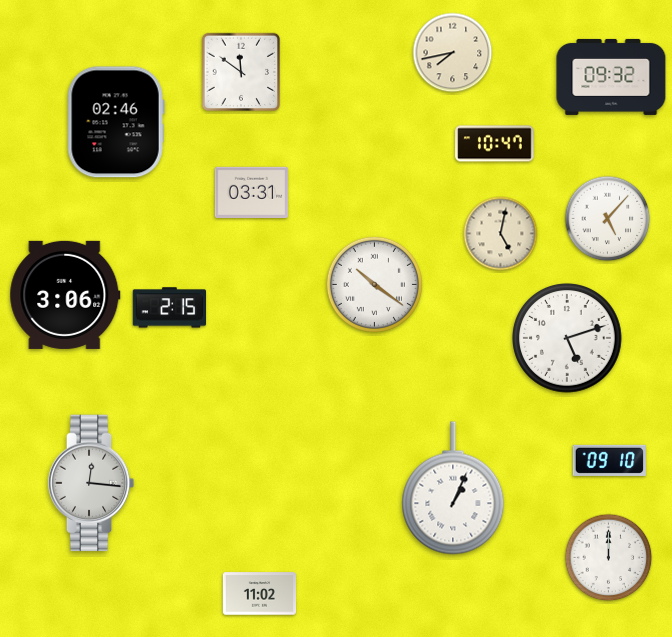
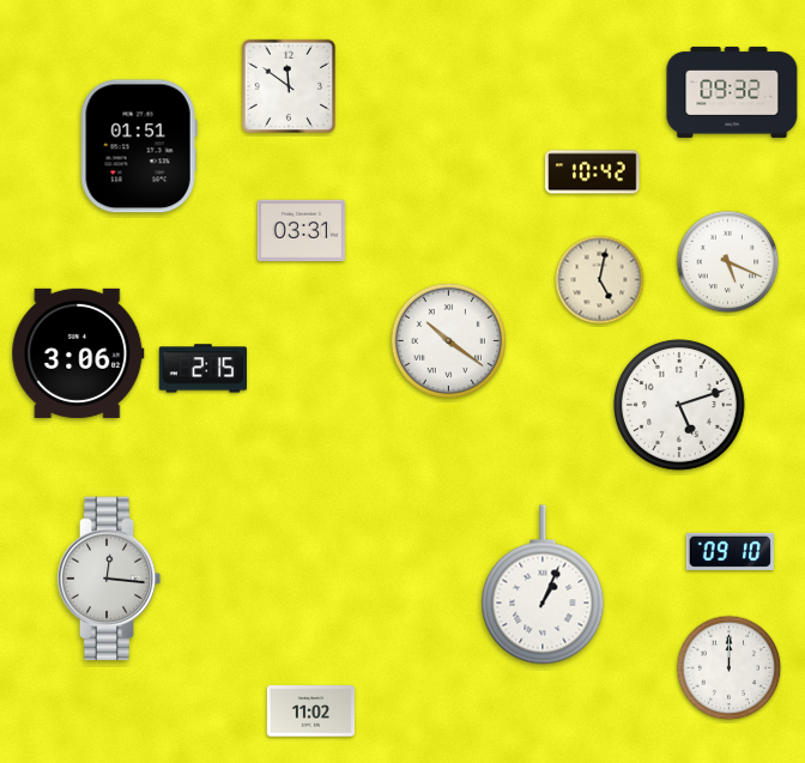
clock at (453, 53): 7:43 -> none
clock at (116, 122): 02:46 -> 01:51
clock at (495, 144): 10:47 -> 10:42
clock at (608, 219): 5:07 -> 5:19
